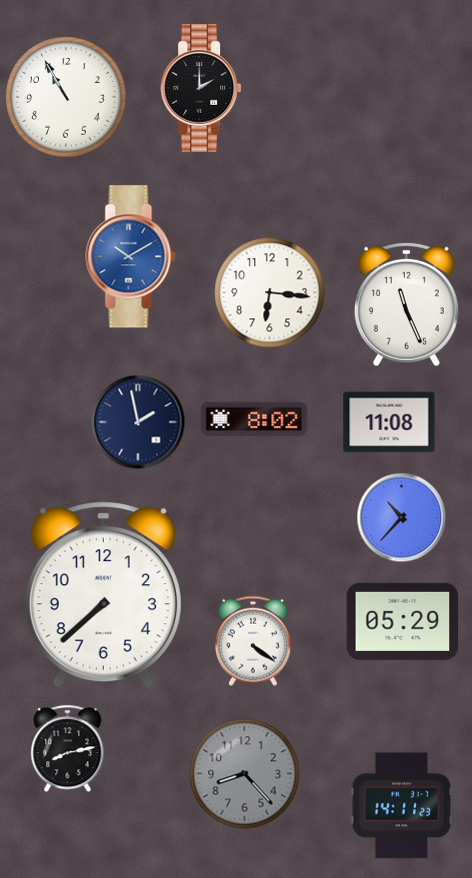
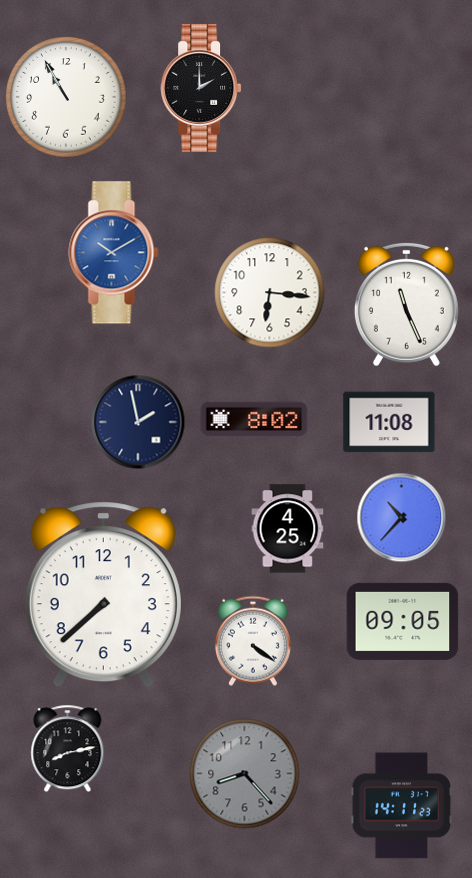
clock at (131, 257) position: (131, 257) -> (114, 253)
clock at (288, 529): none -> 4:25
clock at (403, 621): 05:29 -> 09:05
